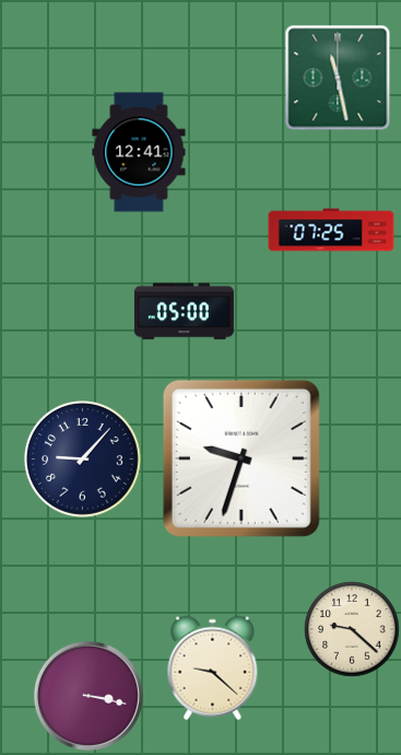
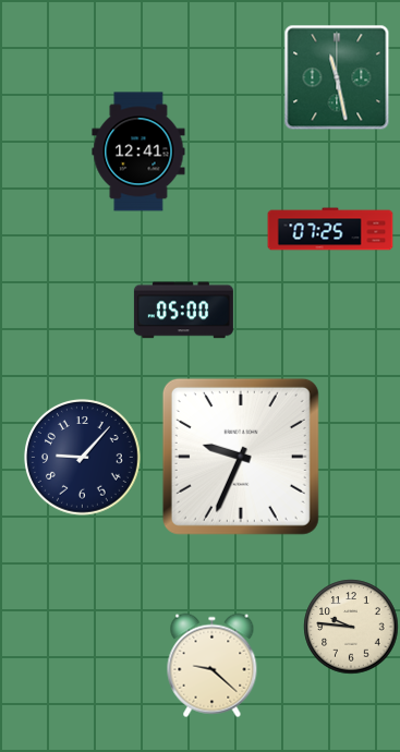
clock at (241, 458): 9:33 -> 9:34
clock at (352, 629): 9:22 -> 9:46
clock at (89, 696): 3:17 -> none
